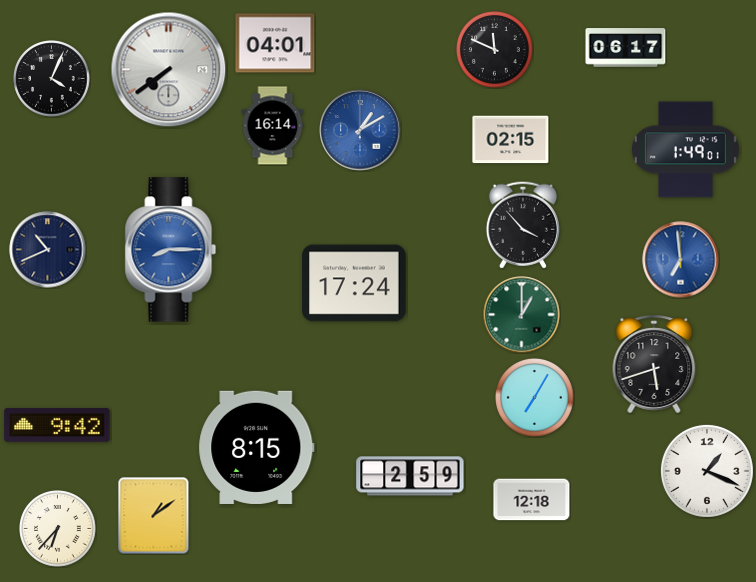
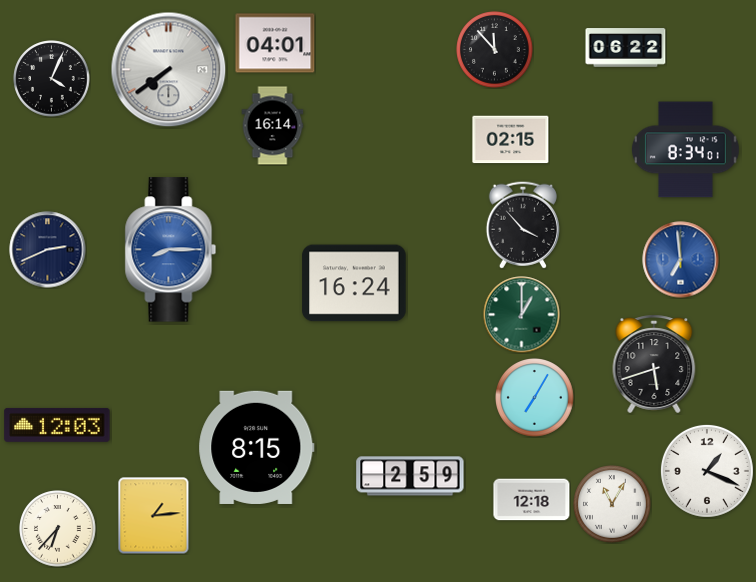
clock at (626, 48): 06:17 -> 06:22
clock at (495, 50): 11:49 -> 11:53
clock at (360, 130): 1:10 -> none
clock at (685, 150): 1:49 -> 8:34
clock at (48, 250): 10:41 -> 2:41
clock at (354, 283): 17:24 -> 16:24
clock at (57, 425): 9:42 -> 12:03
clock at (612, 504): none -> 11:05
clock at (154, 516): 1:09 -> 1:14
